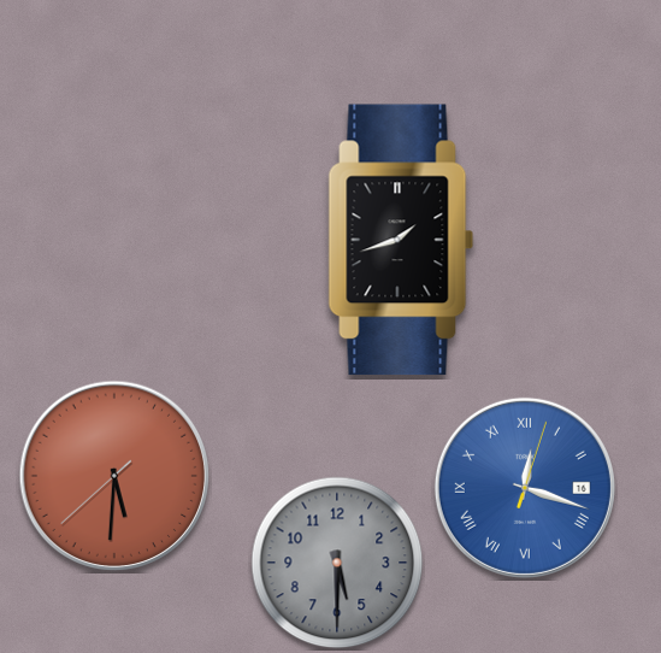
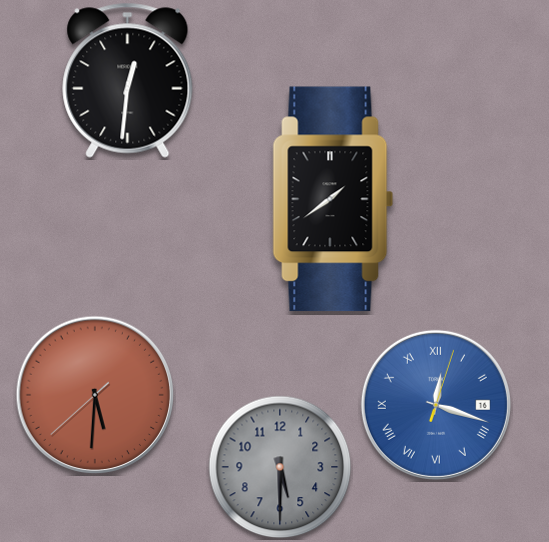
clock at (128, 80): none -> 12:31
clock at (401, 240): 1:42 -> 1:39
